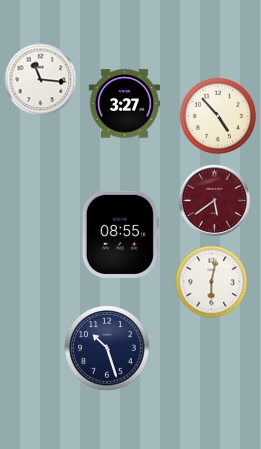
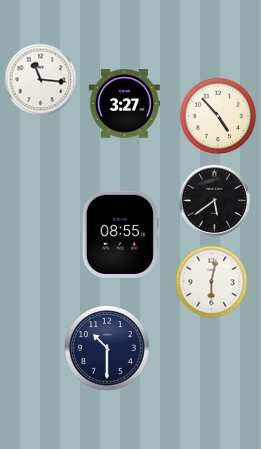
clock at (214, 200) dial: burgundy -> black
clock at (107, 348): 10:27 -> 10:30
